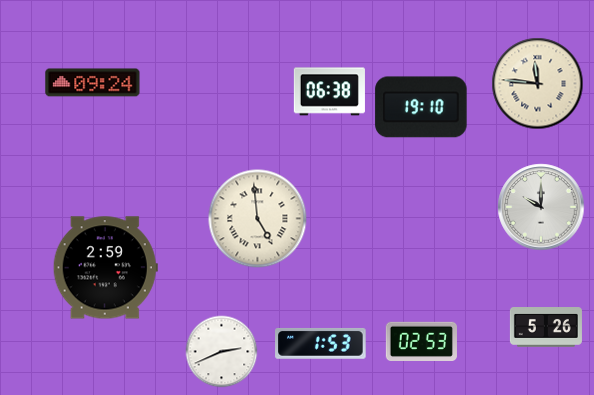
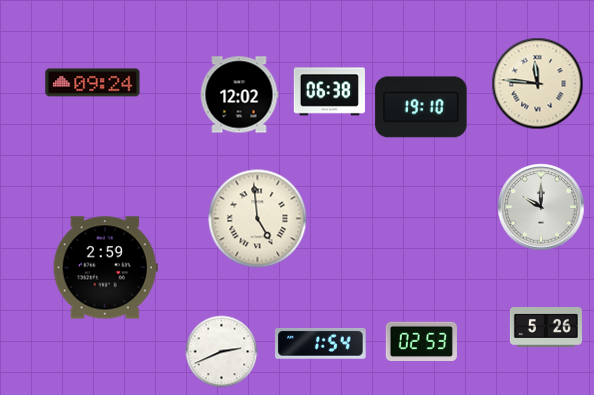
clock at (239, 95): none -> 12:02
clock at (321, 344): 1:53 -> 1:54
